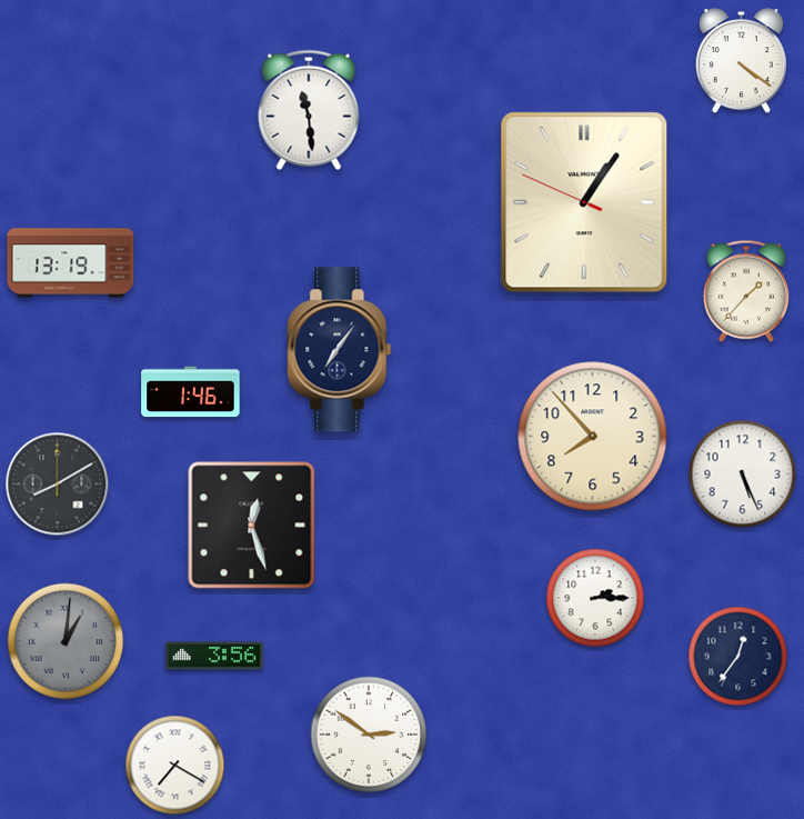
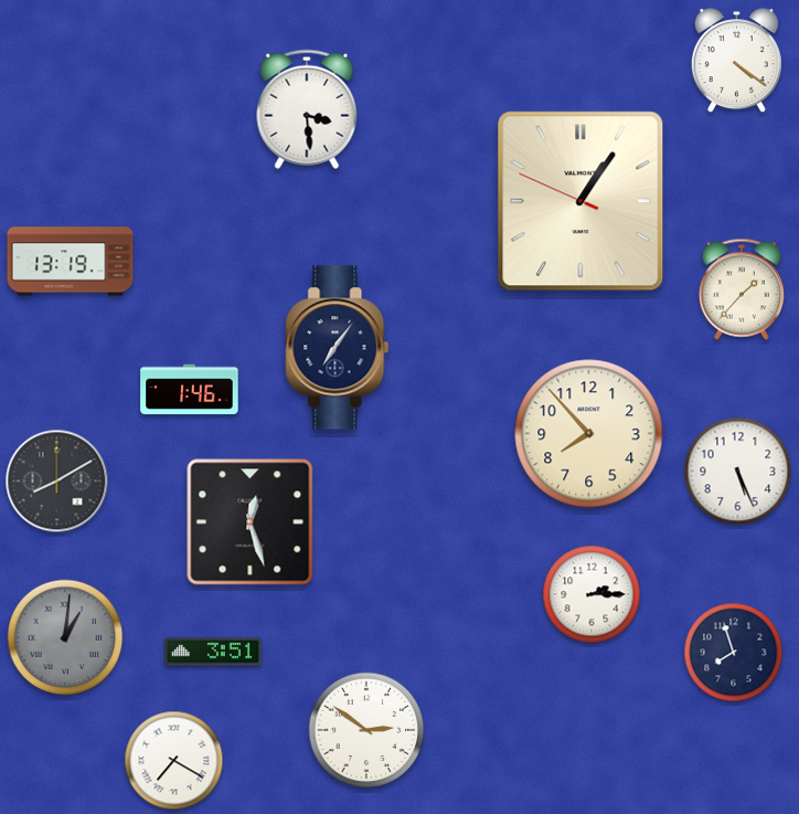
clock at (309, 110): 11:29 -> 3:29
clock at (214, 656): 3:56 -> 3:51
clock at (738, 657): 12:36 -> 7:57
